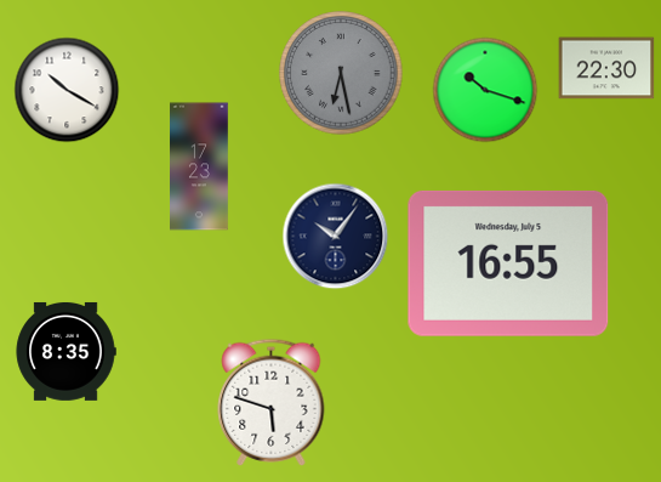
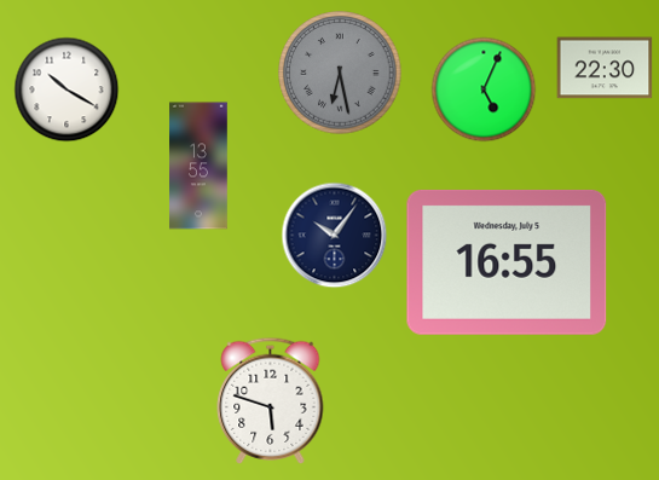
clock at (485, 90): 10:18 -> 5:04
clock at (199, 166): 17:23 -> 13:55
clock at (65, 351): 8:35 -> none
